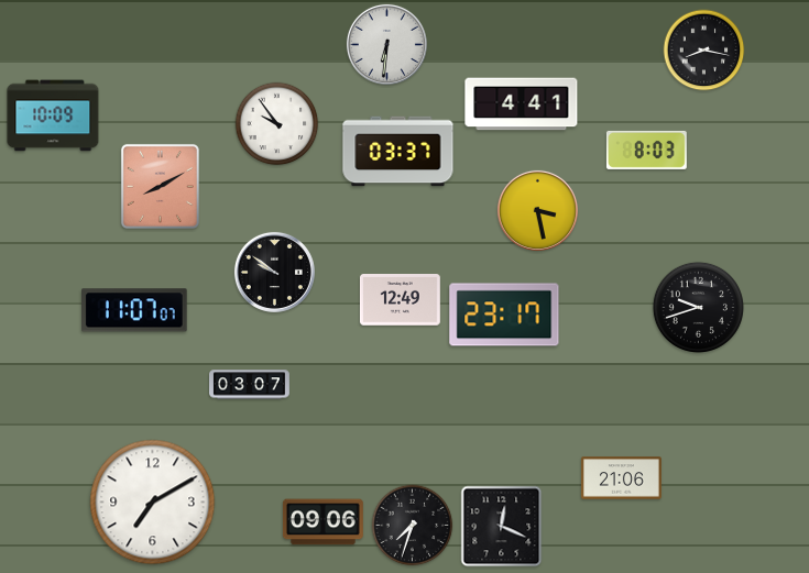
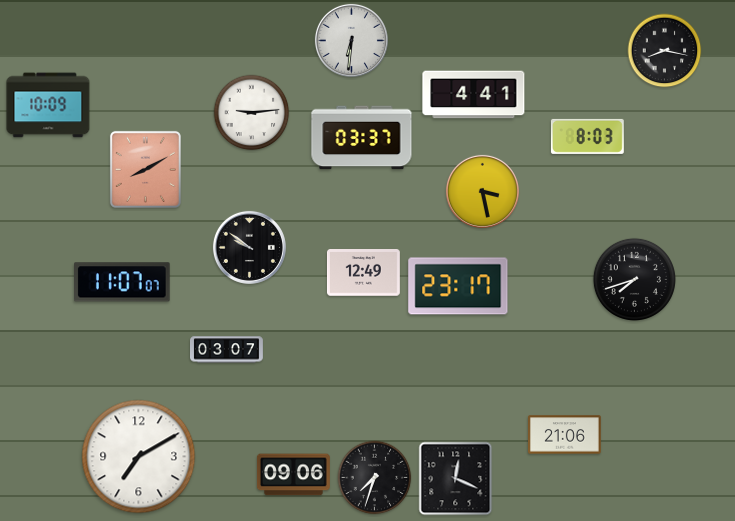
clock at (704, 51) position: (704, 51) -> (665, 51)
clock at (277, 124): 9:54 -> 9:14
clock at (537, 210) position: (537, 210) -> (482, 191)
clock at (698, 307): 9:42 -> 7:42
